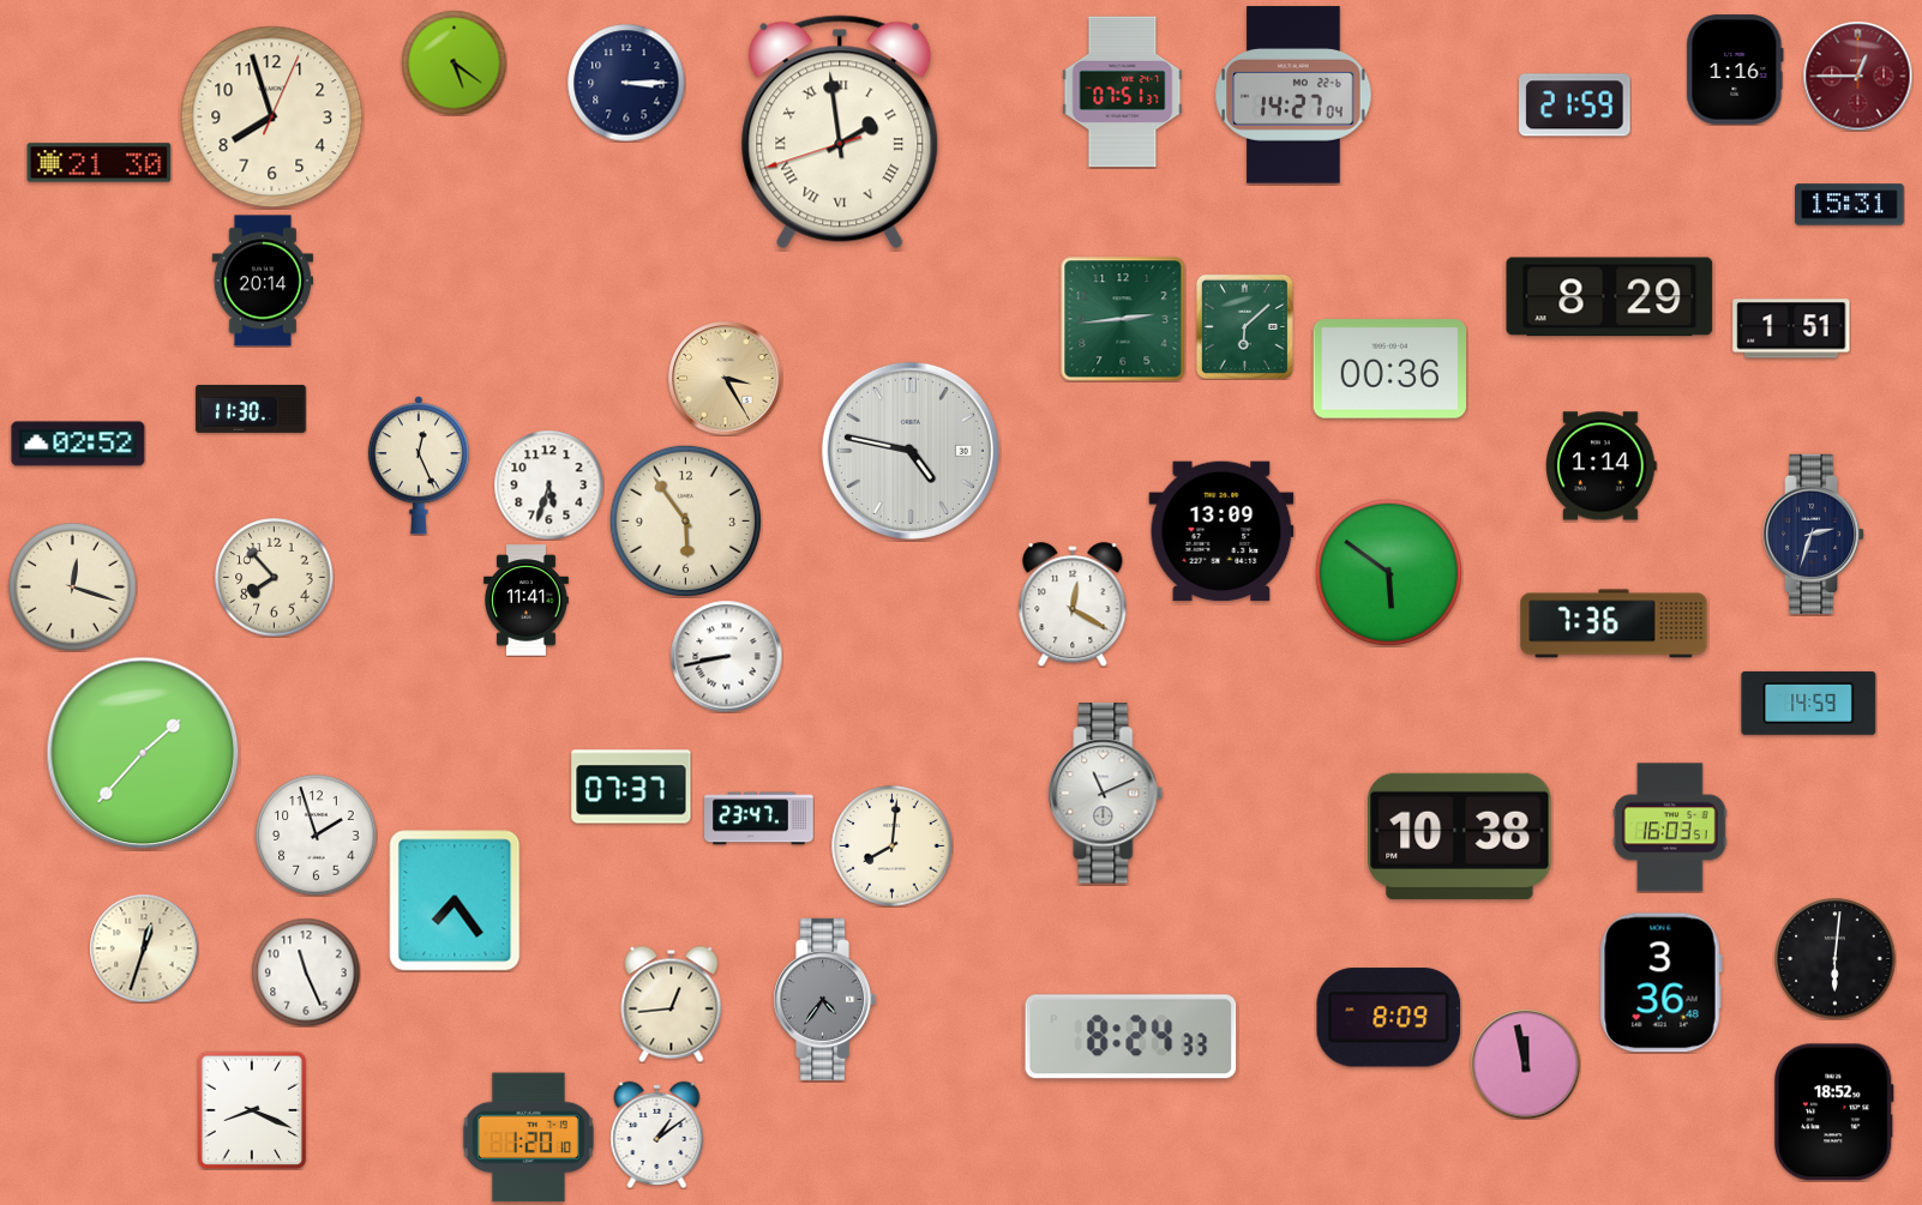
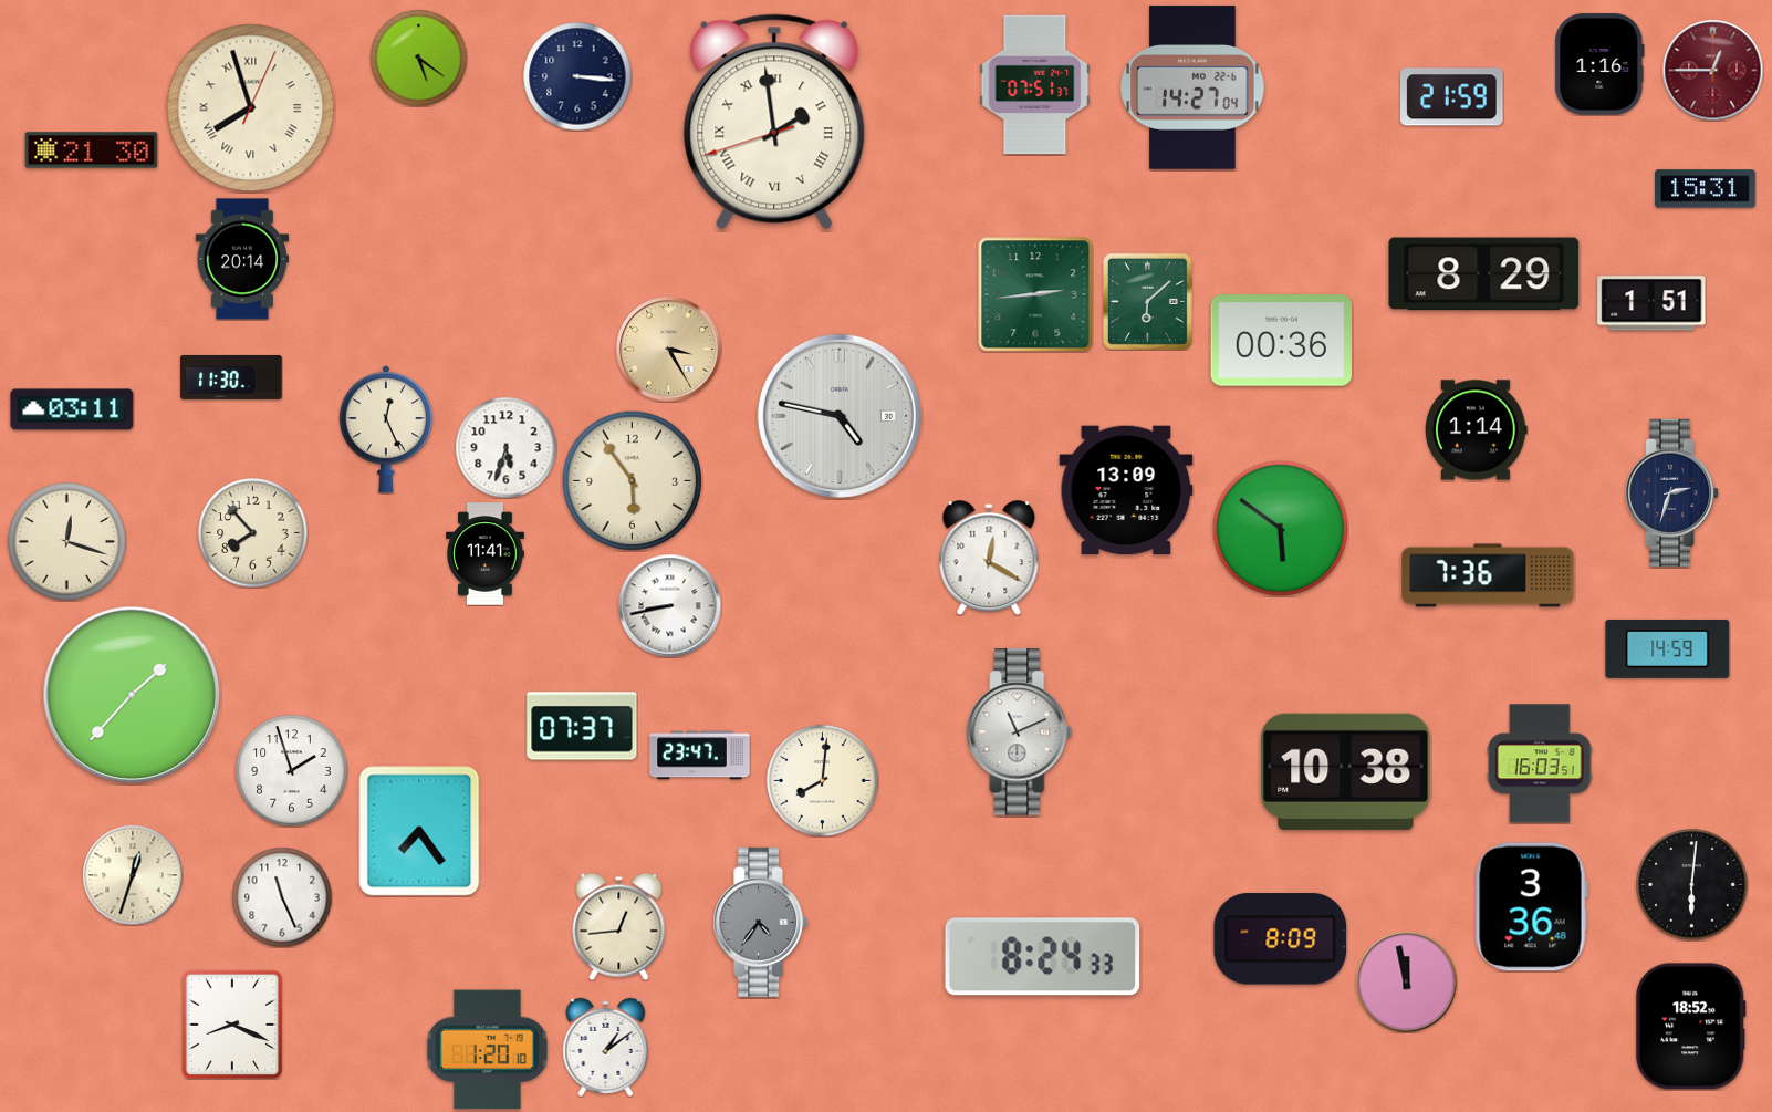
clock at (626, 83): 3:15 -> 3:16
clock at (272, 118) numerals: Arabic -> Roman
clock at (78, 444): 02:52 -> 03:11
